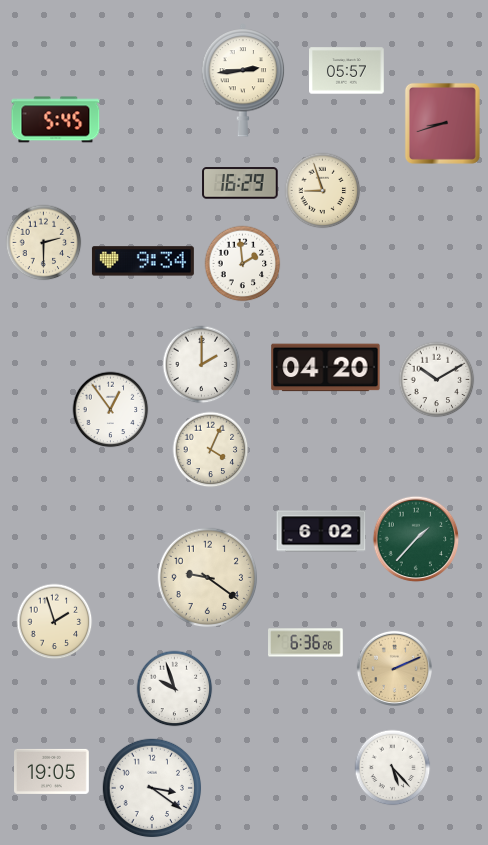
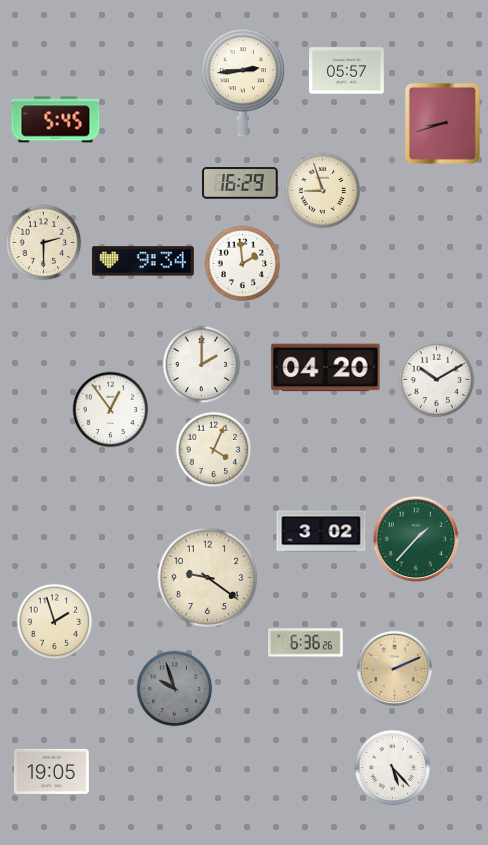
clock at (211, 450) position: (211, 450) -> (214, 450)
clock at (321, 531): 6:02 -> 3:02
clock at (175, 689) dial: white -> grey
clock at (152, 788): 3:21 -> none
